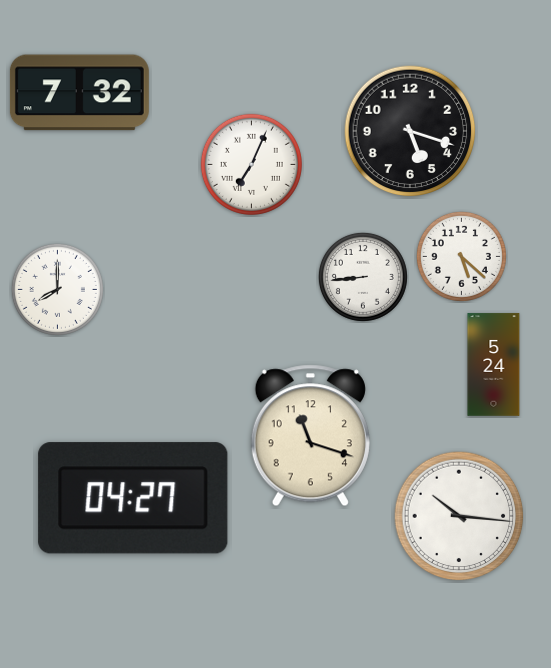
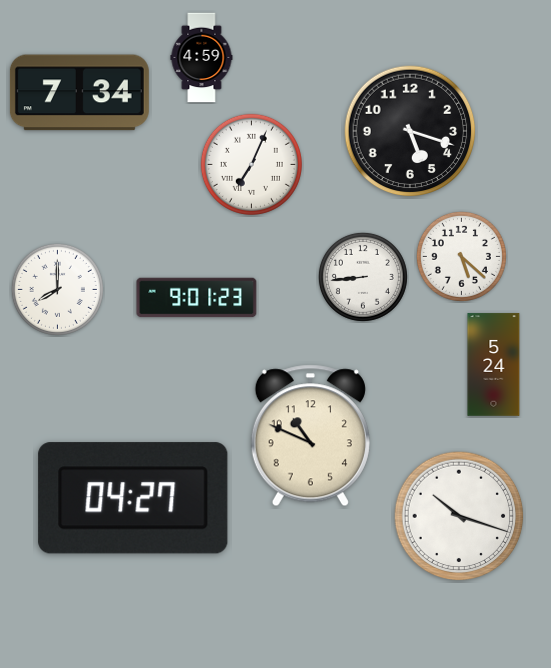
clock at (202, 58): none -> 4:59
clock at (79, 93): 7:32 -> 7:34
clock at (197, 298): none -> 9:01
clock at (310, 436): 11:18 -> 10:49
clock at (459, 516): 10:16 -> 10:18
